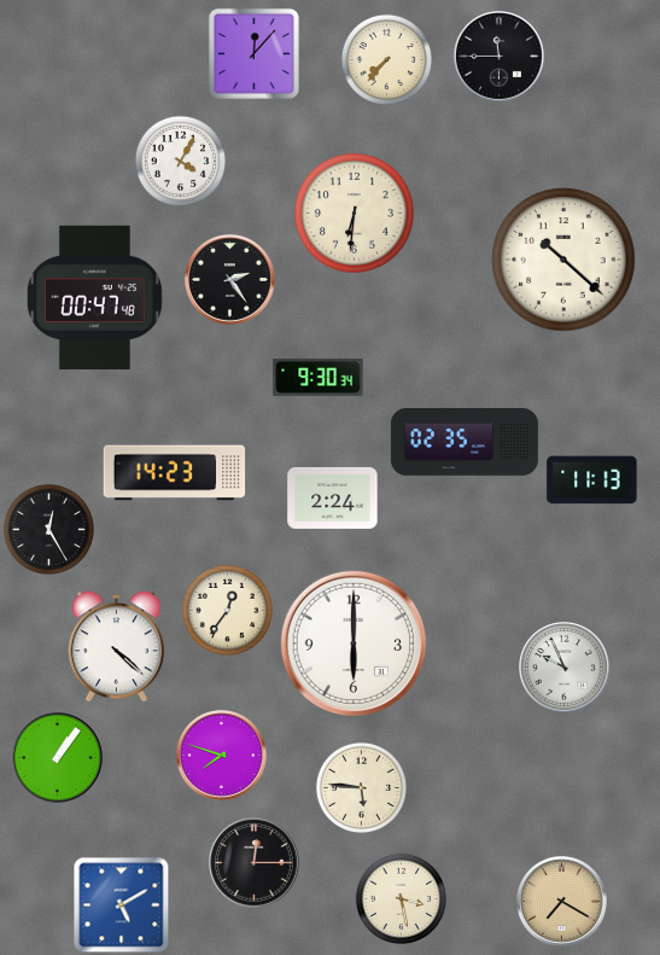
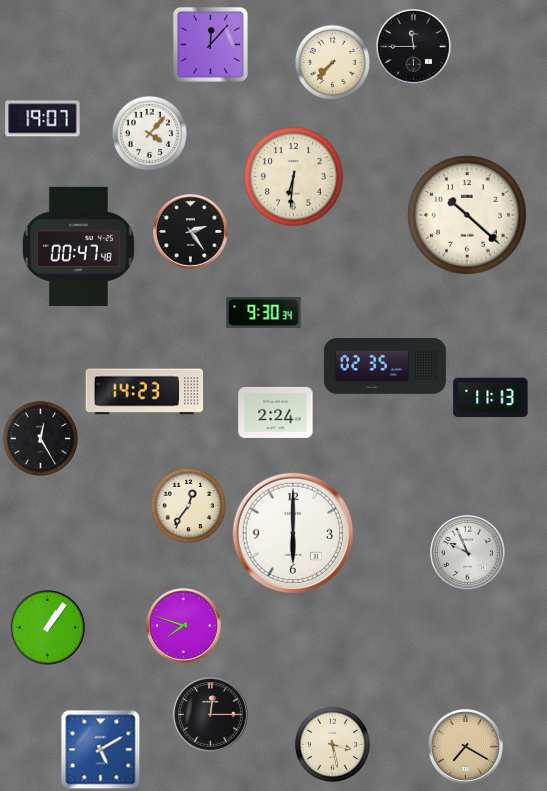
clock at (386, 59) position: (386, 59) -> (332, 62)
clock at (43, 119): none -> 19:07
clock at (180, 161): 4:05 -> 4:07
clock at (117, 647): 4:22 -> none
clock at (361, 787): 5:46 -> none
